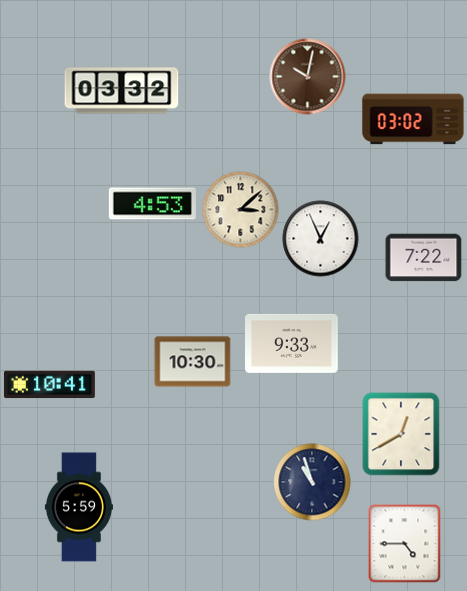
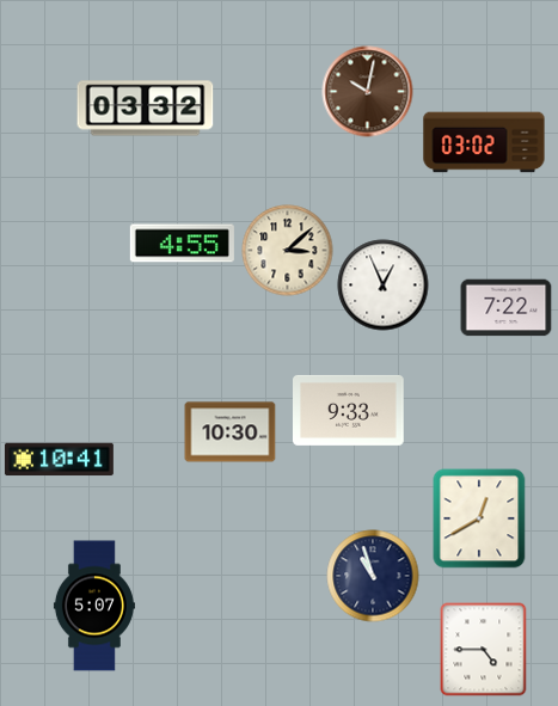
clock at (413, 119) position: (413, 119) -> (484, 142)
clock at (152, 204): 4:53 -> 4:55
clock at (79, 507): 5:59 -> 5:07
